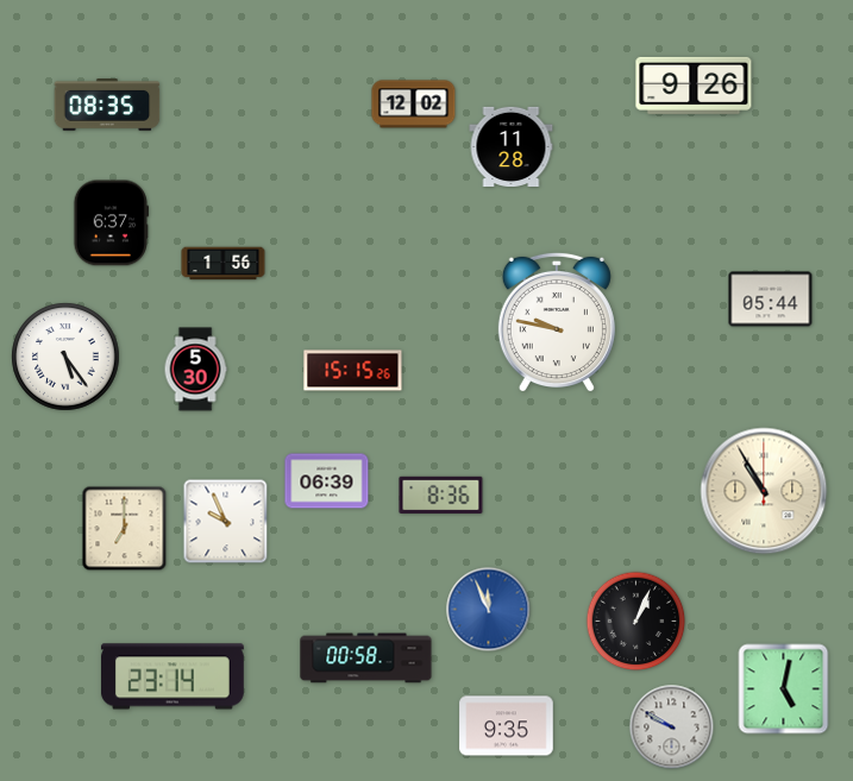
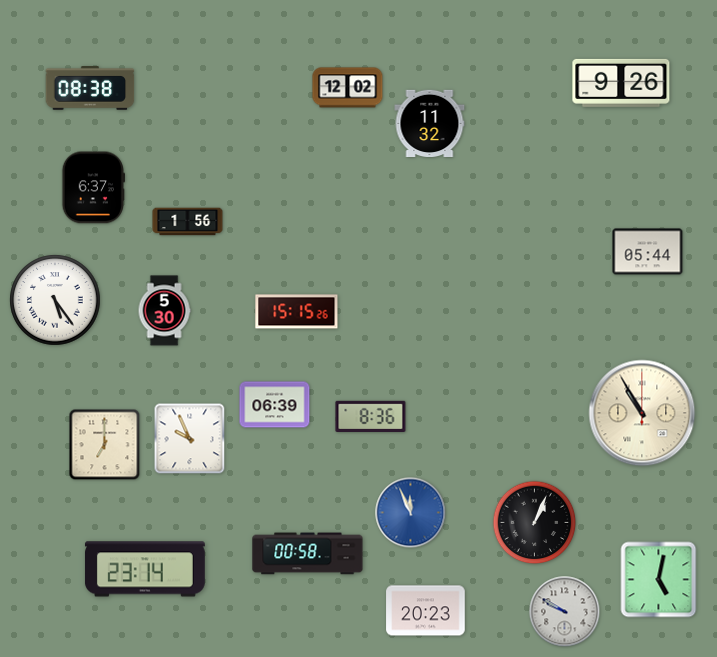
clock at (694, 86) position: (694, 86) -> (621, 83)
clock at (107, 106): 08:35 -> 08:38
clock at (512, 146): 11:28 -> 11:32
clock at (557, 322): 9:47 -> none
clock at (507, 726): 9:35 -> 20:23
